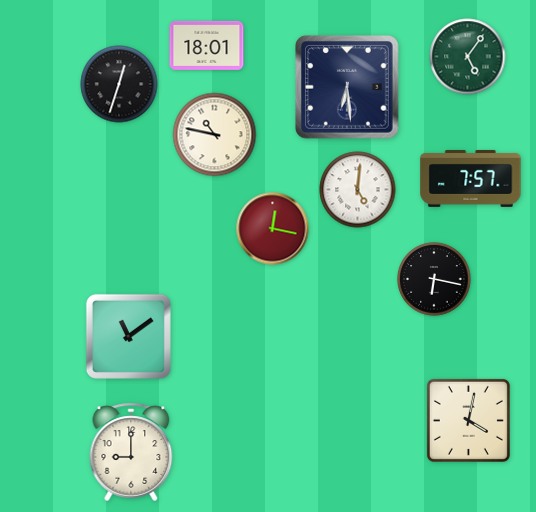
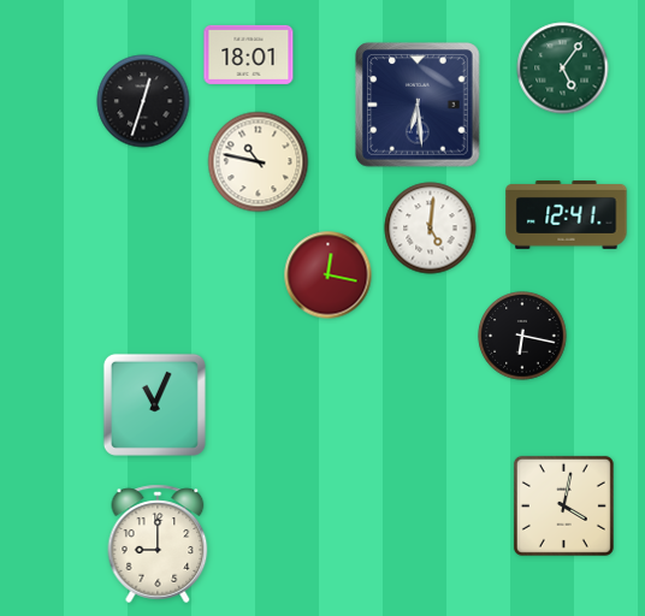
clock at (471, 178): 7:57 -> 12:41
clock at (128, 336): 11:09 -> 11:04
